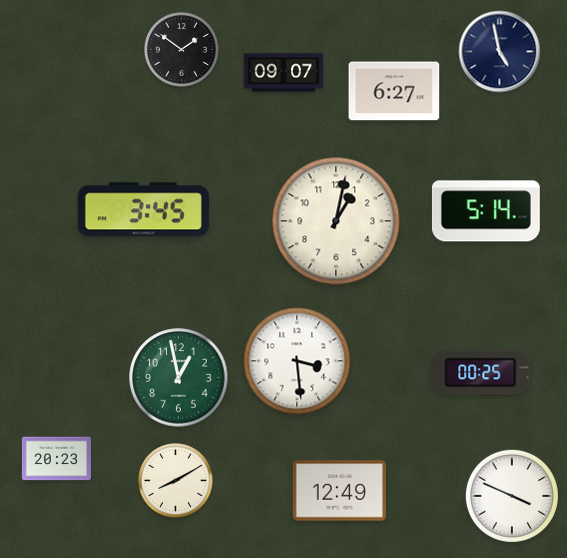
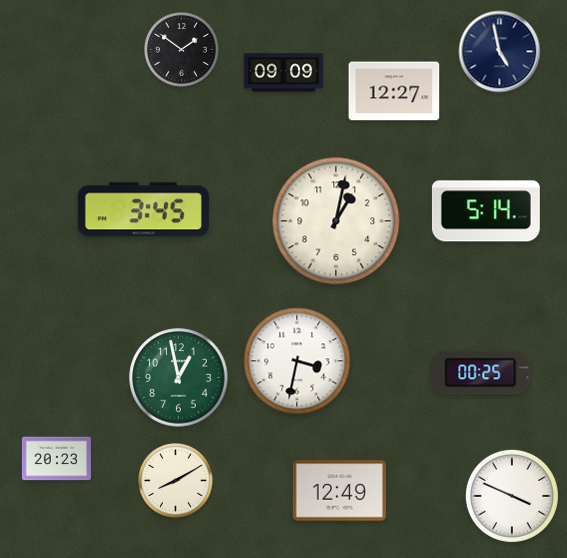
clock at (284, 73): 09:07 -> 09:09
clock at (394, 91): 6:27 -> 12:27
clock at (297, 361): 3:29 -> 3:32
